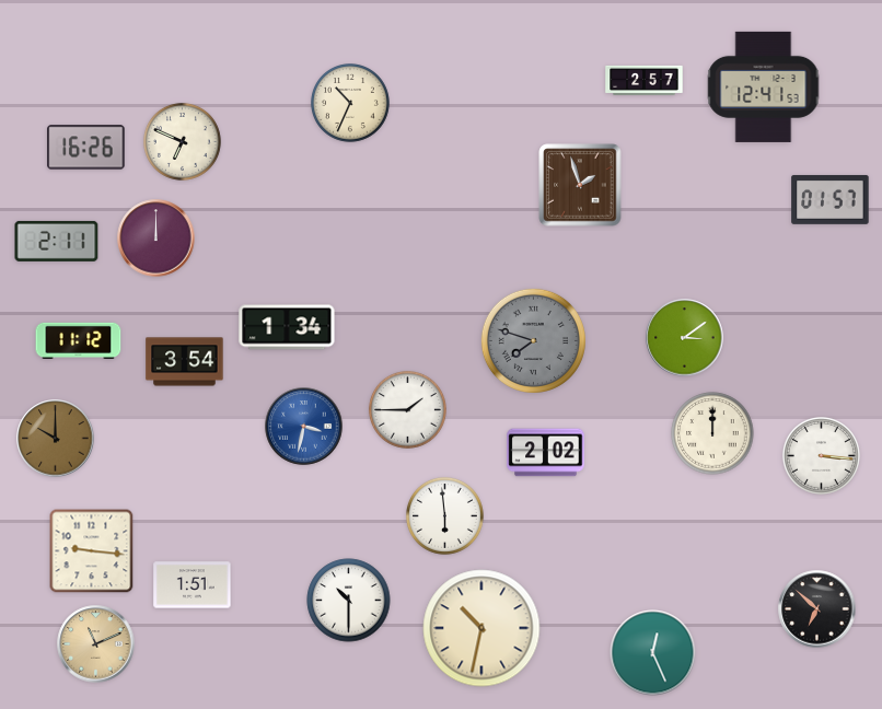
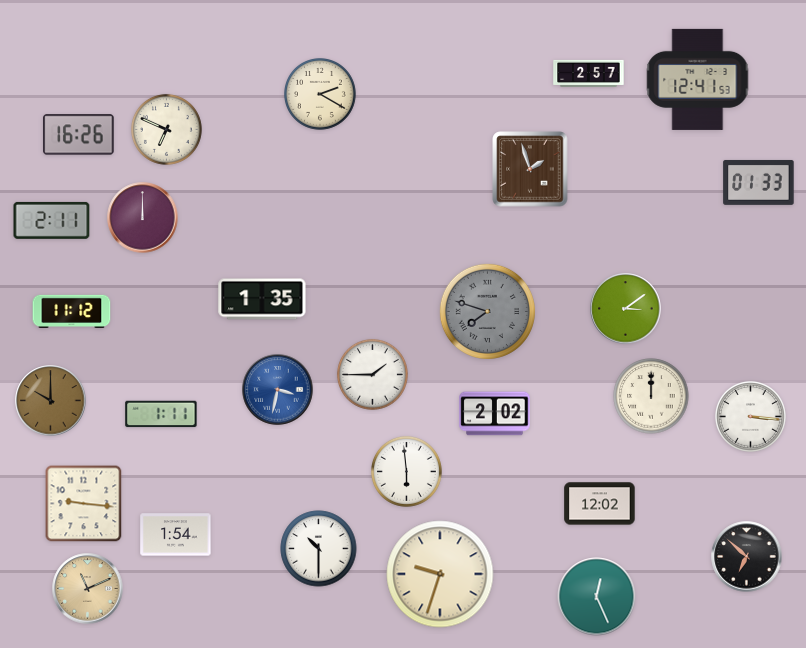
clock at (351, 104): 10:34 -> 2:20
clock at (831, 200): 01:57 -> 01:33
clock at (287, 327): 1:34 -> 1:35
clock at (185, 362): 3:54 -> none
clock at (161, 414): none -> 1:11
clock at (546, 453) position: (546, 453) -> (495, 414)
clock at (600, 504): none -> 12:02
clock at (193, 585): 1:51 -> 1:54
clock at (481, 628): 10:32 -> 9:33
